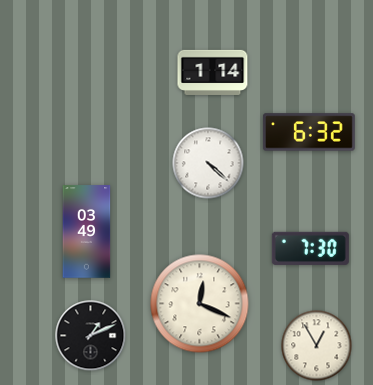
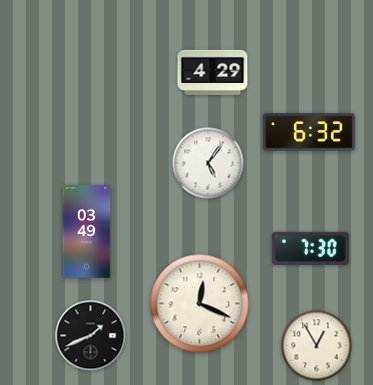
clock at (213, 72): 1:14 -> 4:29
clock at (208, 163): 4:22 -> 5:06
clock at (91, 336): 1:11 -> 1:41
